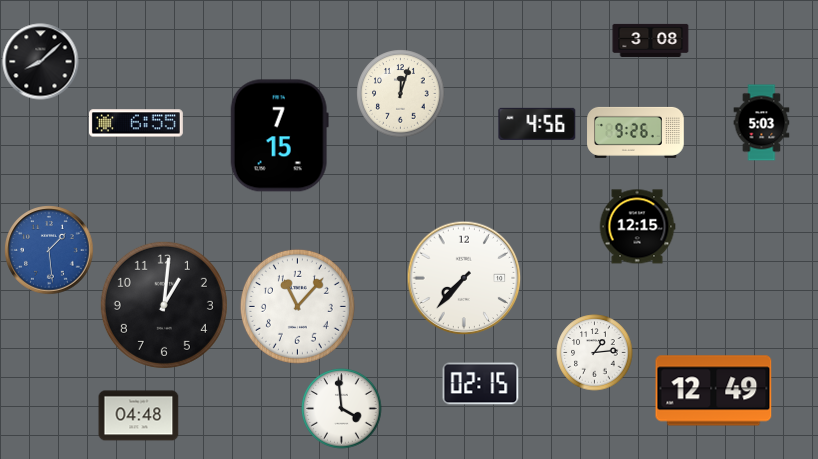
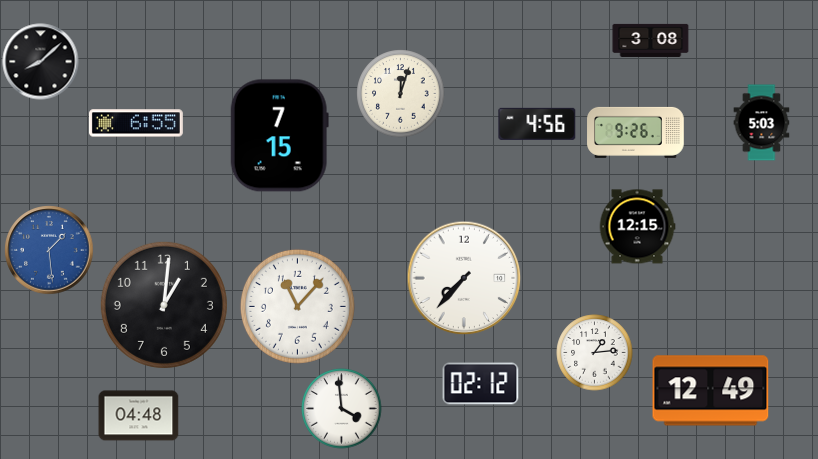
clock at (481, 384): 02:15 -> 02:12
clock at (714, 391) position: (714, 391) -> (711, 391)
